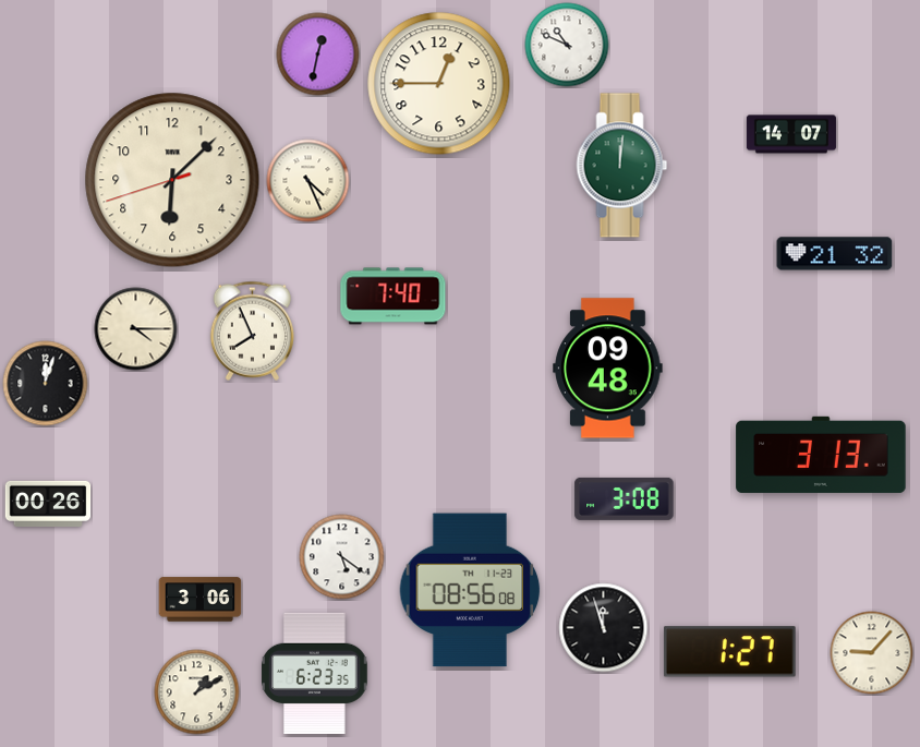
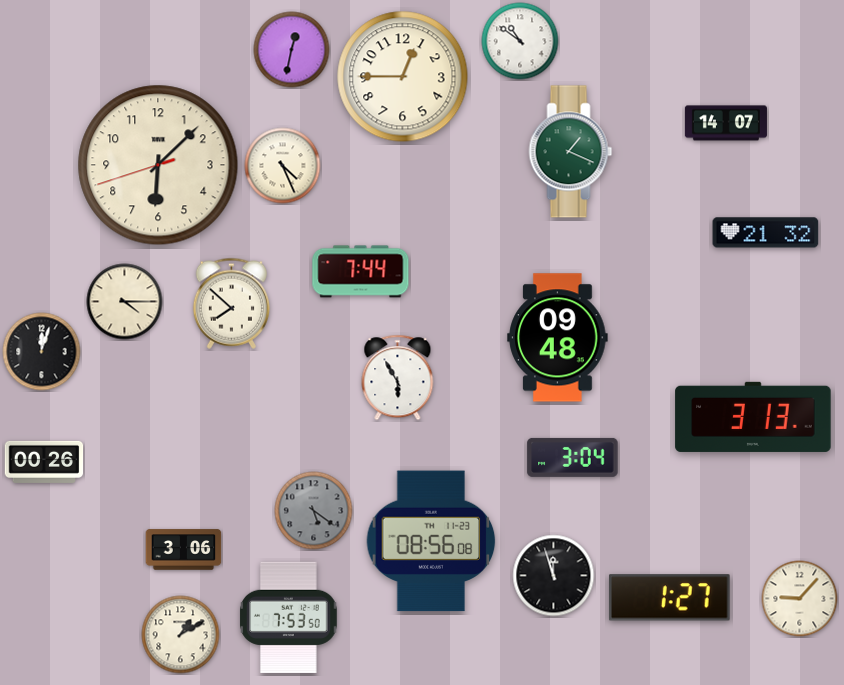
clock at (567, 45): 10:49 -> 10:51
clock at (622, 166): 12:01 -> 1:19
clock at (394, 297): 7:40 -> 7:44
clock at (252, 330): 7:56 -> 7:52
clock at (398, 378): none -> 5:55
clock at (625, 498): 3:08 -> 3:04
clock at (342, 557) dial: white -> grey
clock at (315, 673): 6:23 -> 7:53
